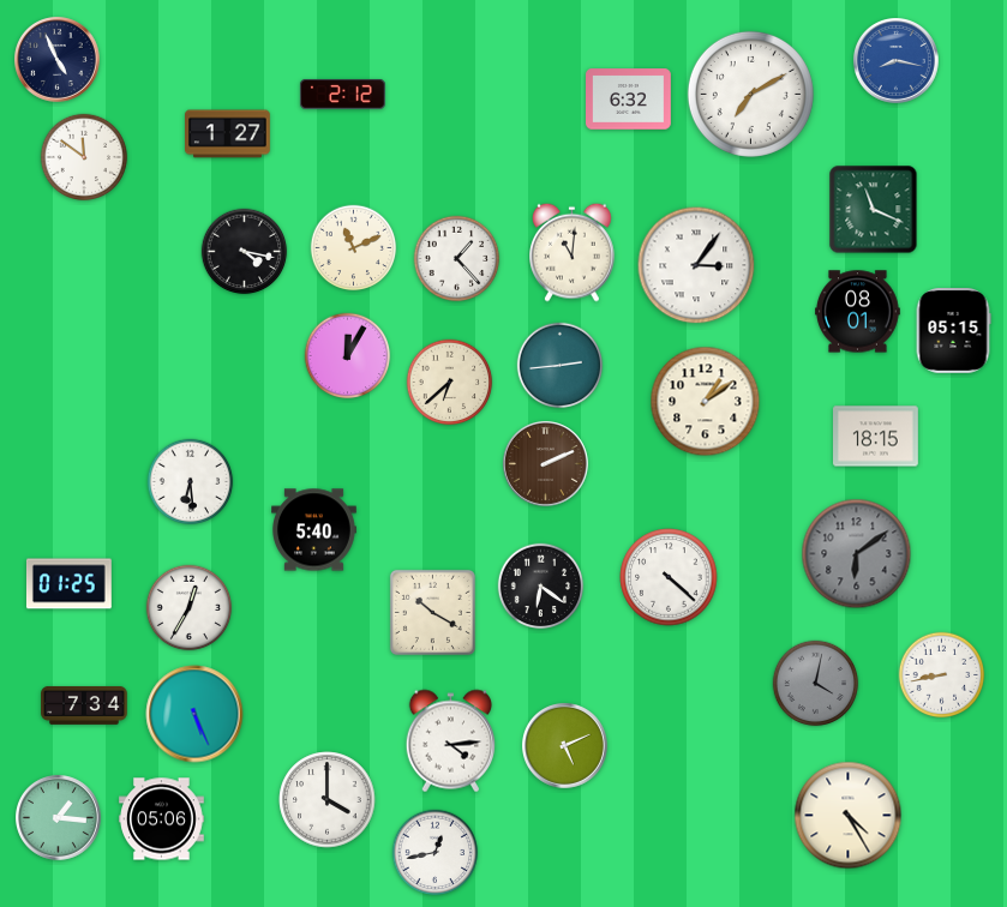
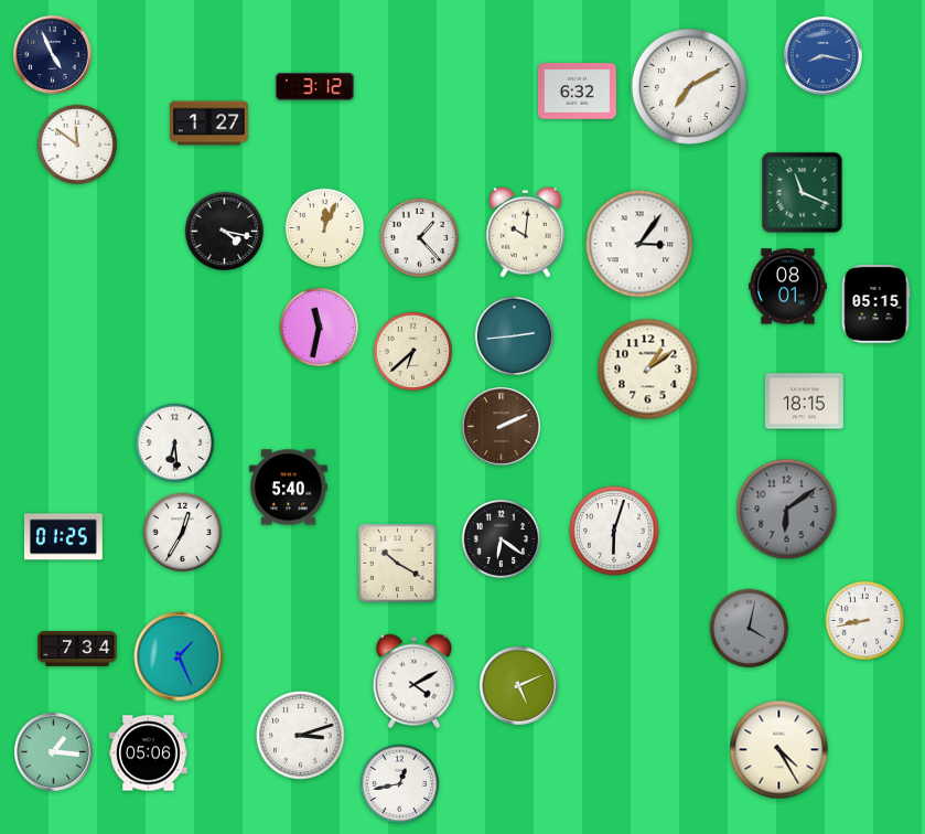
clock at (343, 94): 2:12 -> 3:12
clock at (354, 248): 11:11 -> 12:04
clock at (573, 252): 11:01 -> 10:01
clock at (348, 356): 12:05 -> 11:32
clock at (669, 577): 4:22 -> 6:03
clock at (541, 587) position: (541, 587) -> (502, 539)
clock at (190, 608) position: (190, 608) -> (183, 533)
clock at (194, 714): 5:26 -> 1:26
clock at (450, 741): 4:14 -> 4:10
clock at (328, 800): 4:00 -> 3:12
